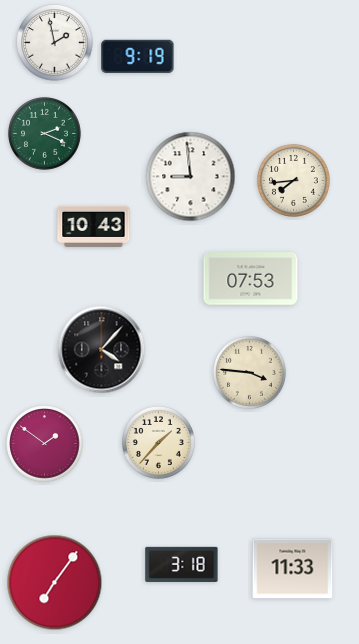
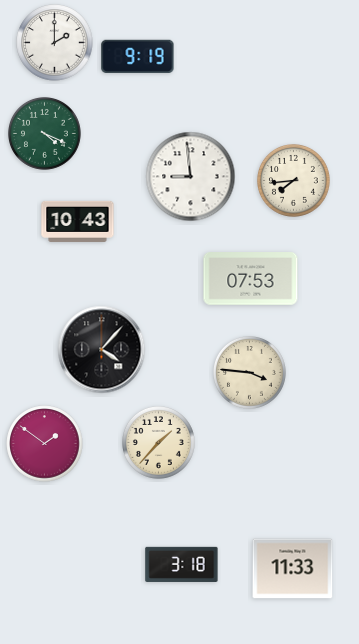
clock at (55, 43): 1:58 -> 2:00
clock at (45, 134): 2:19 -> 4:19
clock at (94, 226) position: (94, 226) -> (78, 221)
clock at (55, 583): 7:06 -> none
